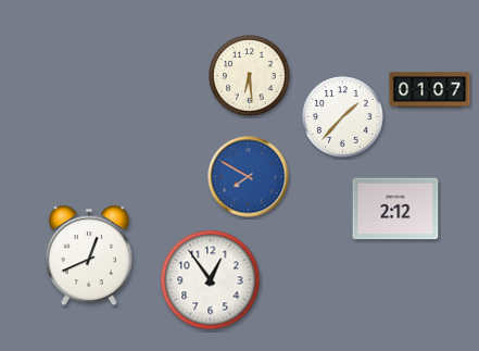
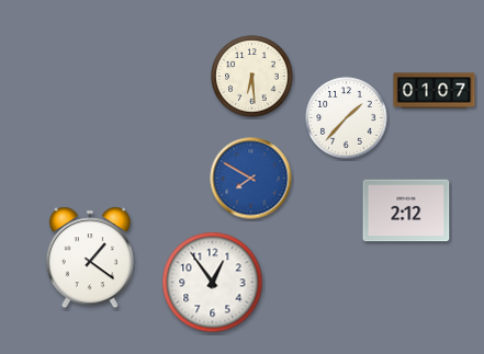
clock at (395, 209) position: (395, 209) -> (406, 210)
clock at (89, 255): 12:41 -> 1:21
